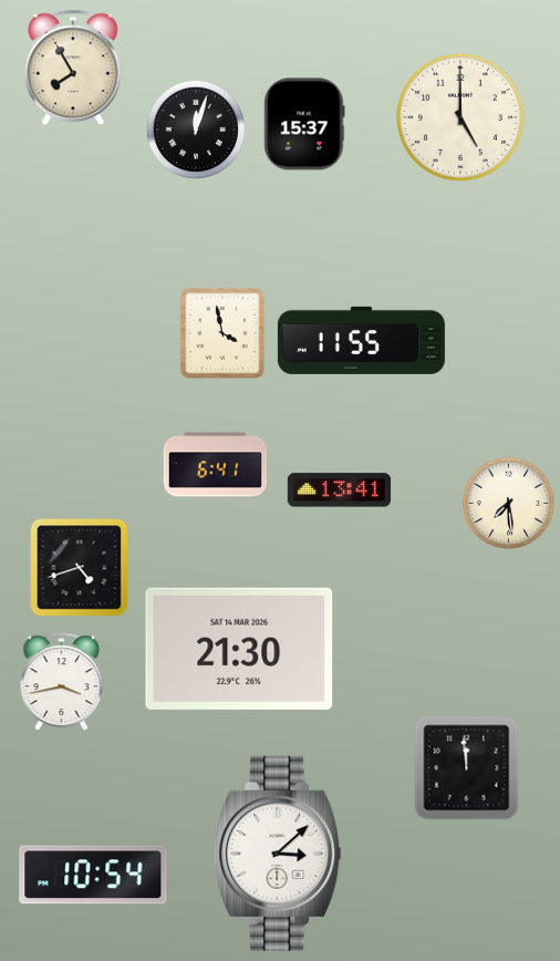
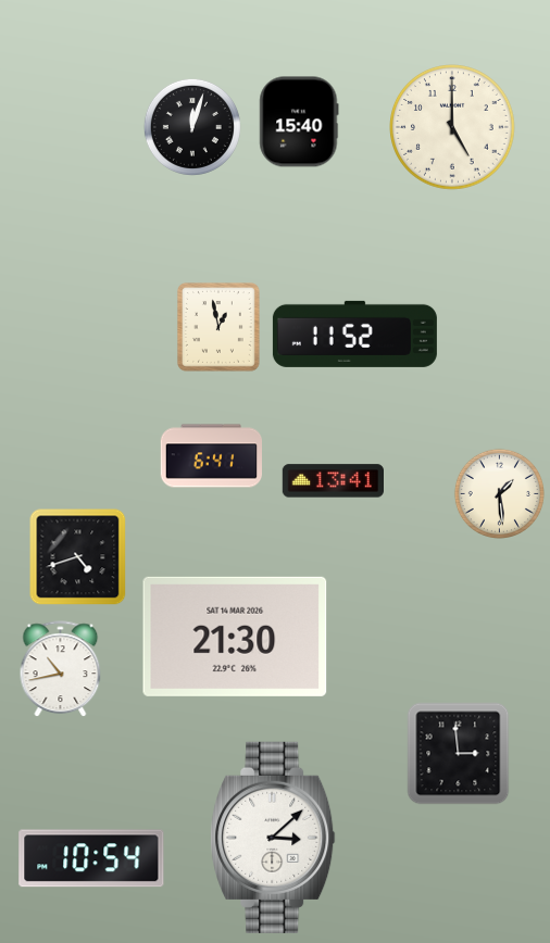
clock at (73, 68): 7:55 -> none
clock at (462, 118) position: (462, 118) -> (453, 128)
clock at (304, 124): 15:37 -> 15:40
clock at (222, 334): 3:58 -> 12:58
clock at (361, 340): 11:55 -> 11:52
clock at (508, 503): 7:29 -> 1:29
clock at (62, 682): 3:43 -> 10:43
clock at (467, 768): 11:59 -> 2:59
